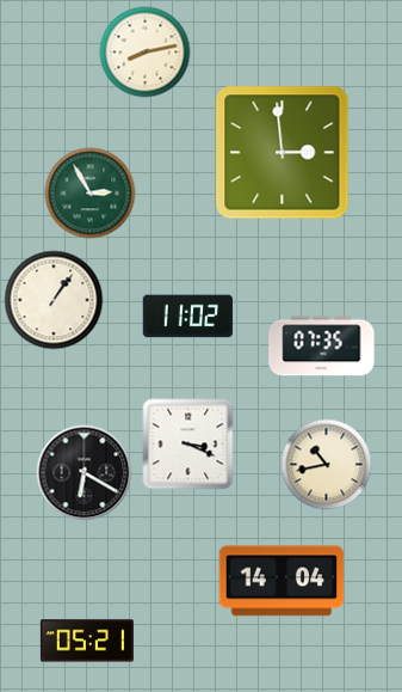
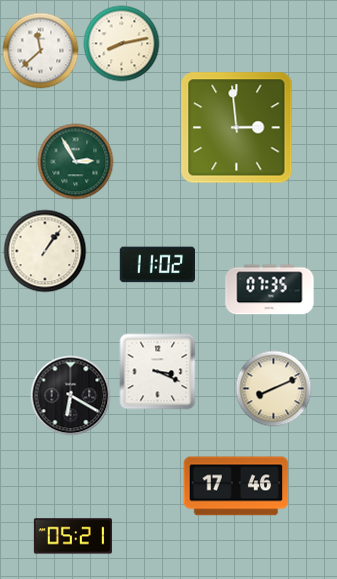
clock at (41, 51): none -> 11:38
clock at (327, 465): 10:43 -> 8:11
clock at (282, 581): 14:04 -> 17:46
